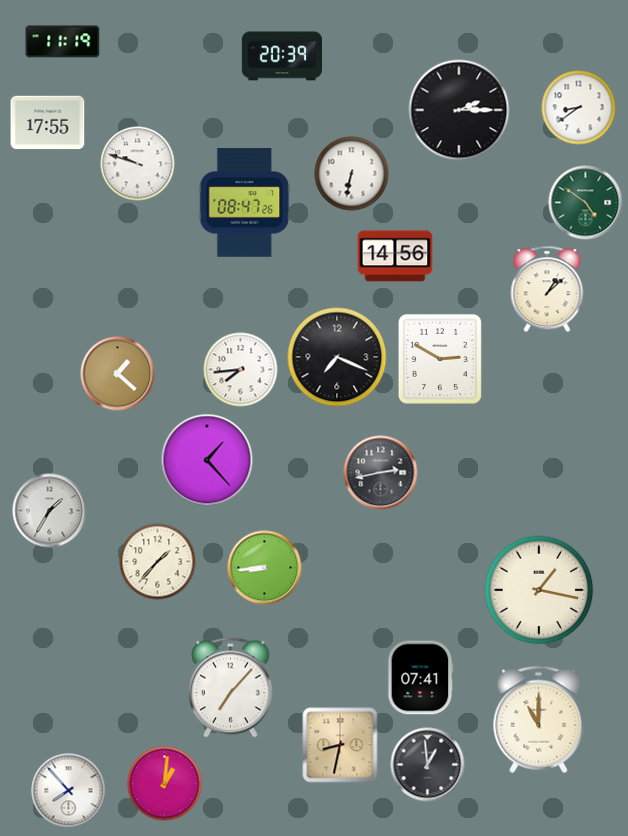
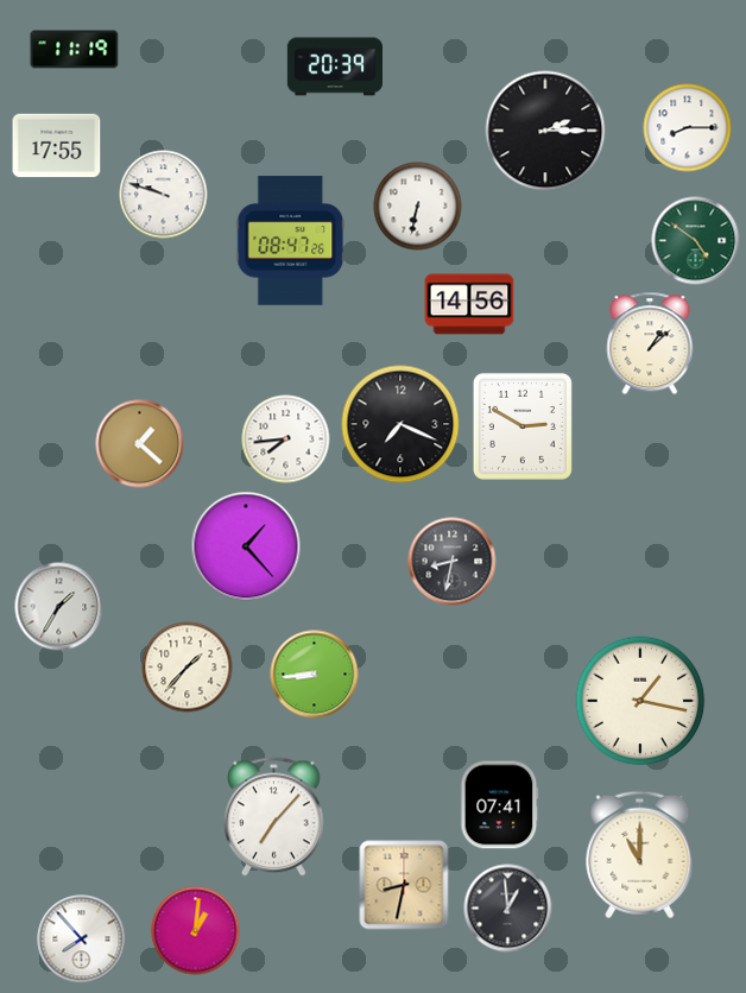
clock at (579, 108): 8:39 -> 8:15
clock at (381, 473): 2:43 -> 8:32
